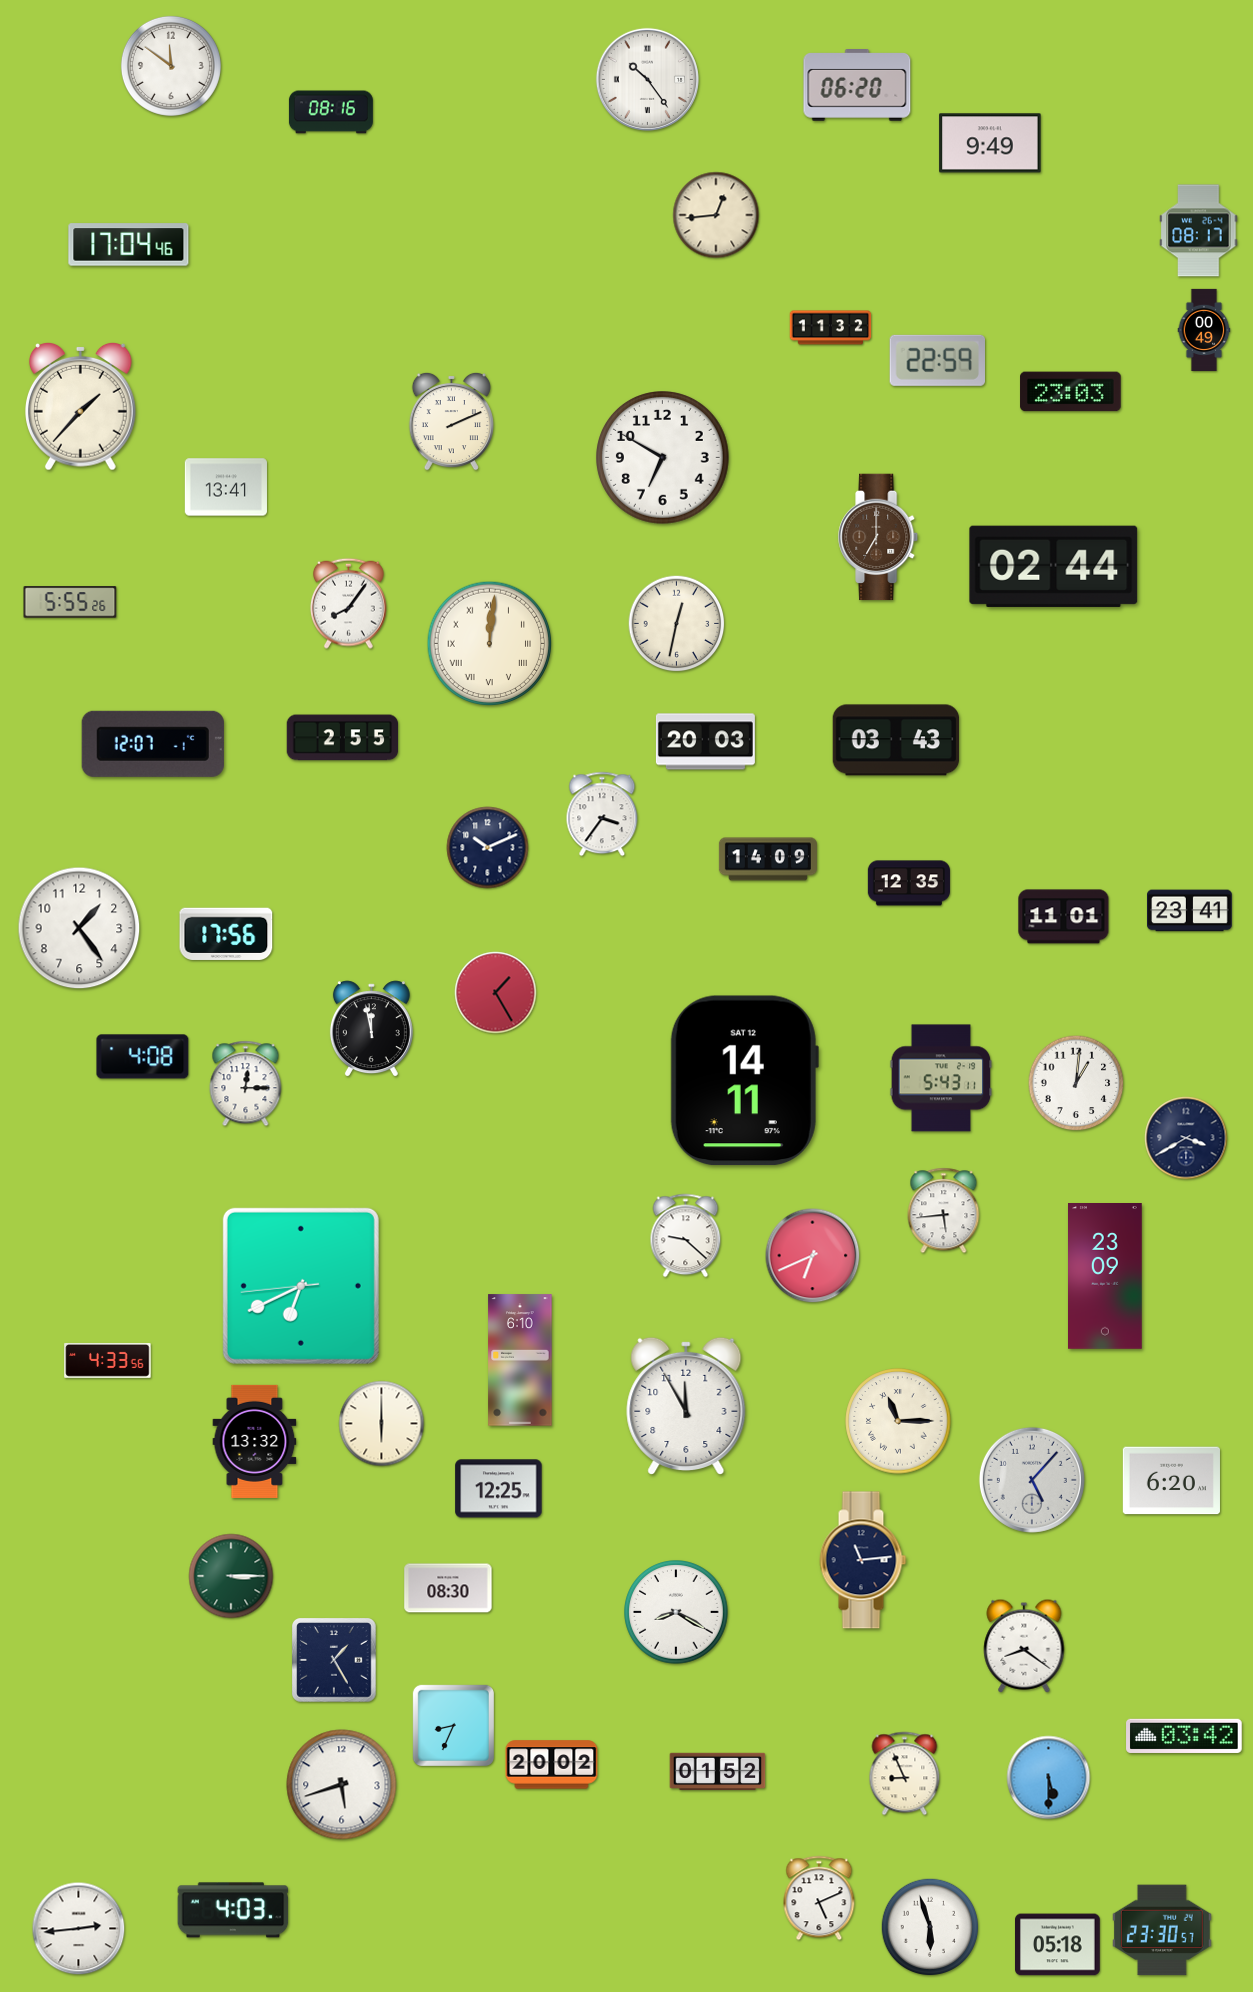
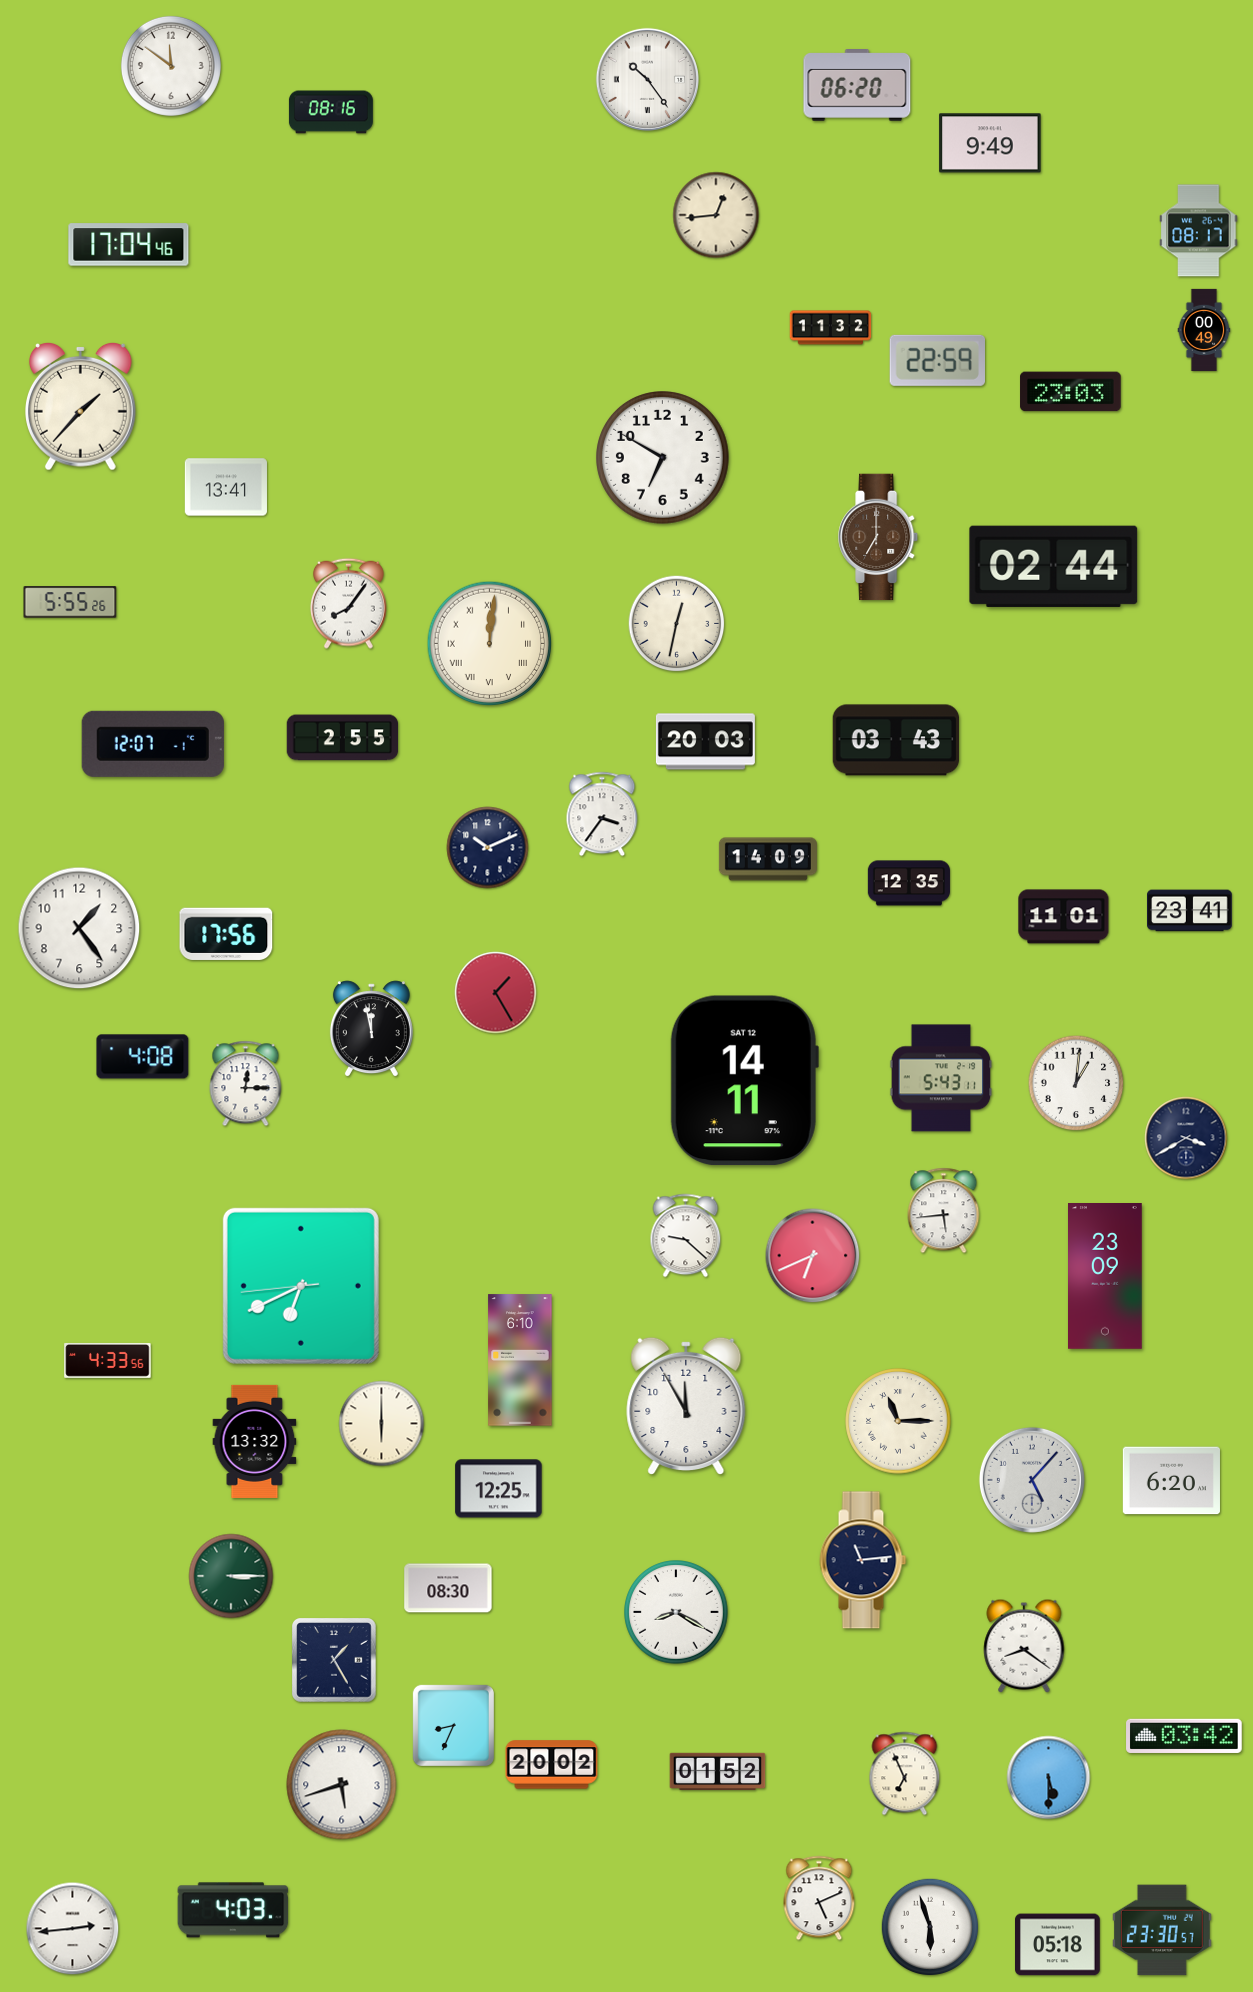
clock at (451, 421): 2:11 -> none
clock at (905, 1774): 8:56 -> 6:56
clock at (79, 1929) position: (79, 1929) -> (73, 1929)
